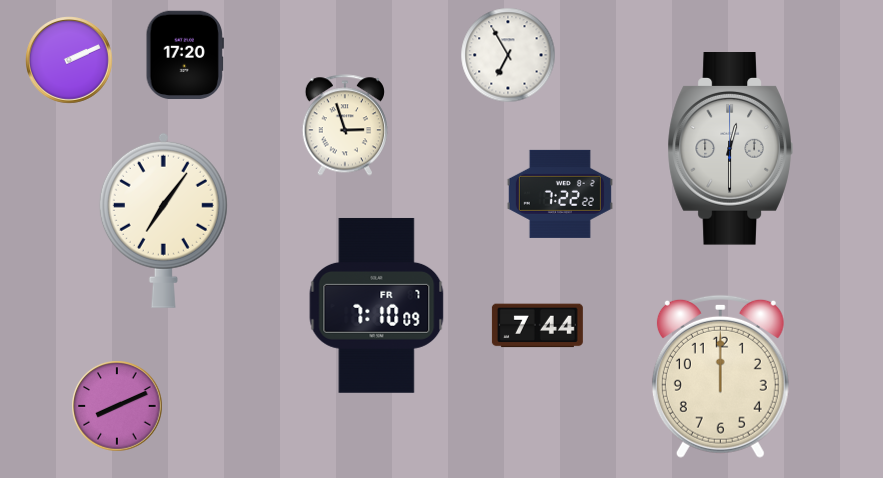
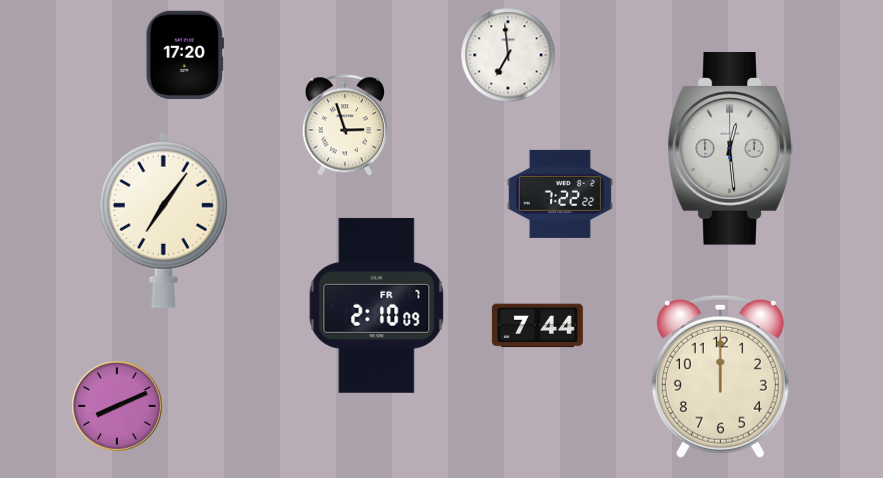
clock at (508, 55): 6:55 -> 6:59
clock at (70, 61): 2:11 -> none
clock at (730, 149): 12:30 -> 12:29
clock at (377, 305): 7:10 -> 2:10
